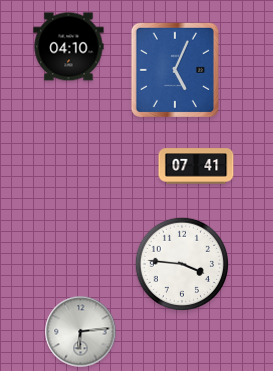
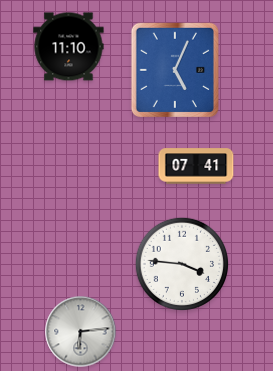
clock at (69, 47): 04:10 -> 11:10
